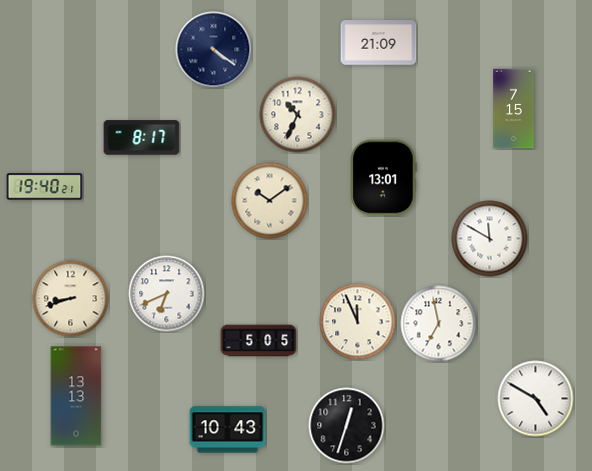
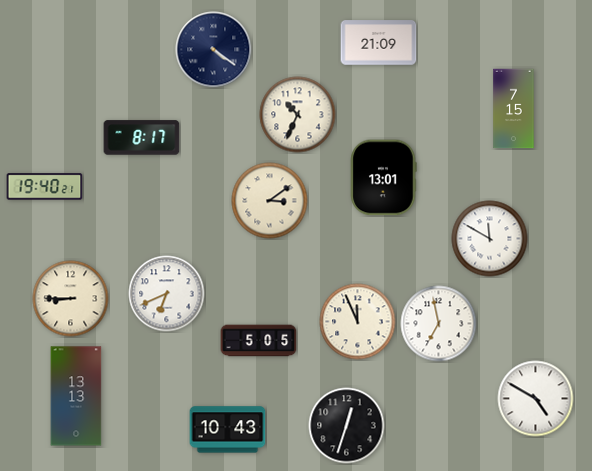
clock at (270, 201): 10:09 -> 3:09
clock at (71, 299): 8:42 -> 8:45
